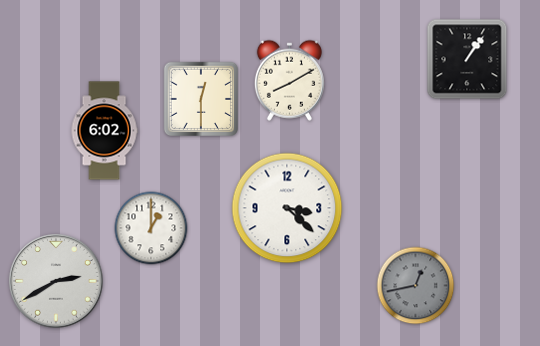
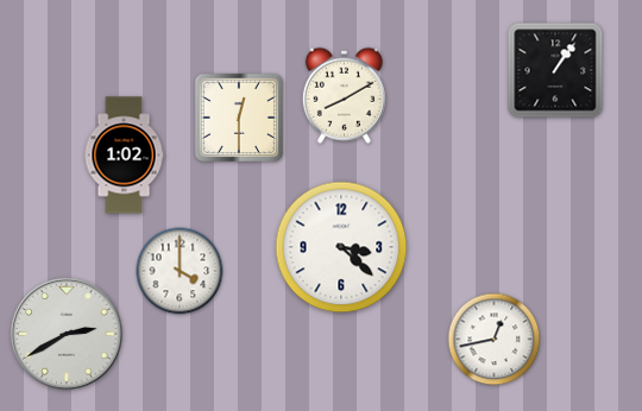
clock at (104, 131): 6:02 -> 1:02
clock at (151, 228): 1:00 -> 4:00
clock at (416, 286) dial: grey -> white
